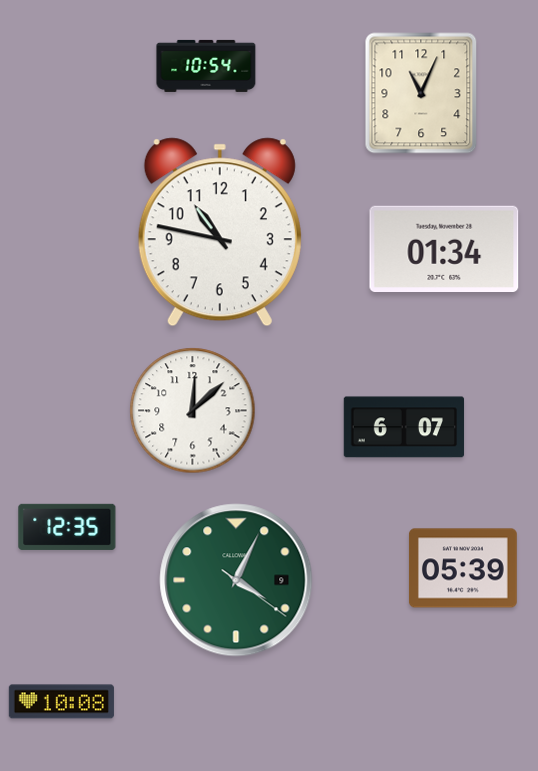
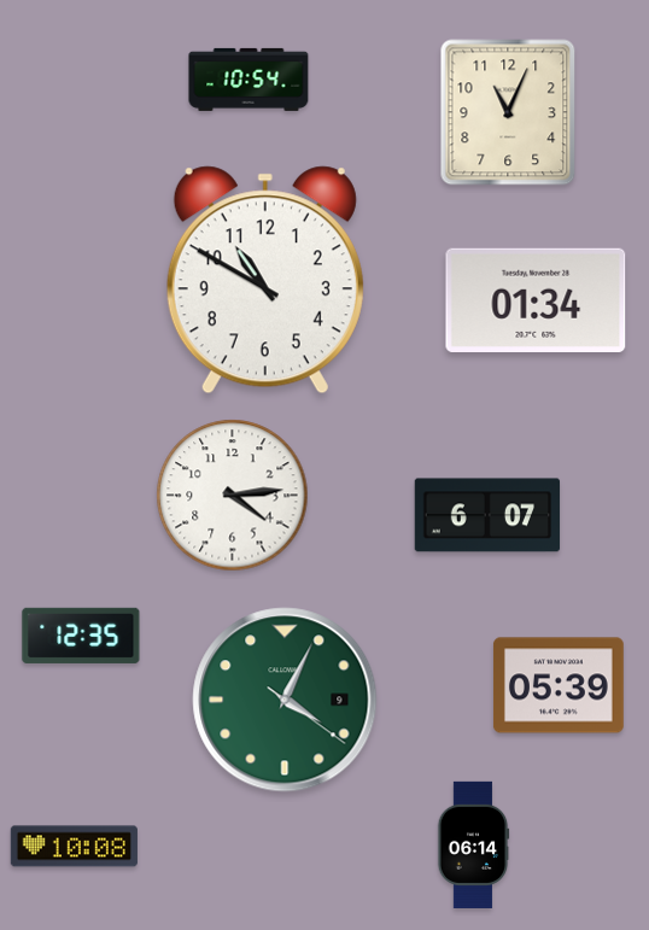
clock at (220, 232): 10:47 -> 10:50
clock at (193, 411): 12:08 -> 4:14
clock at (473, 844): none -> 06:14
